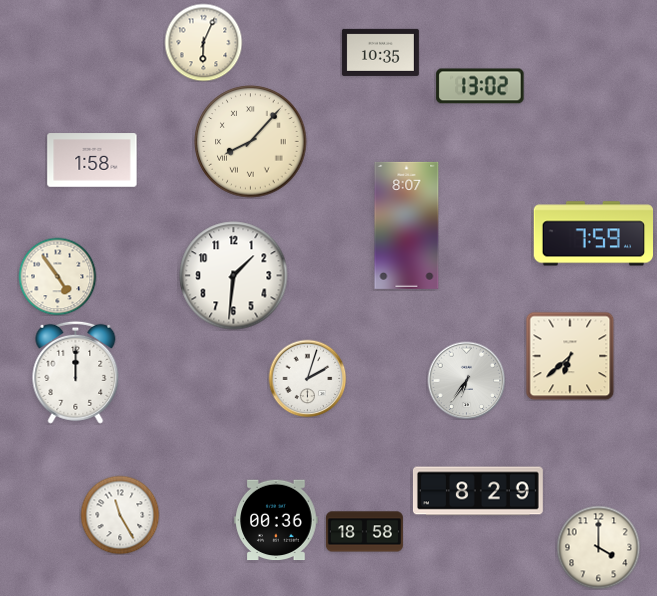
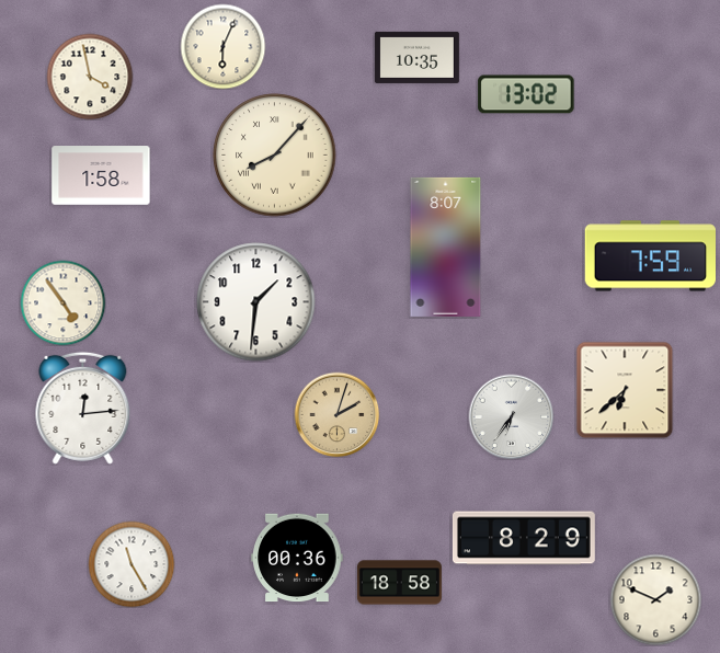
clock at (90, 77): none -> 3:58
clock at (76, 372): 12:00 -> 12:14
clock at (307, 378) dial: white -> champagne
clock at (276, 520) position: (276, 520) -> (297, 558)
clock at (598, 547): 4:00 -> 1:49
